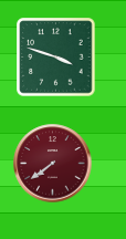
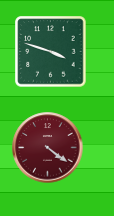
clock at (53, 164): 7:39 -> 4:21
